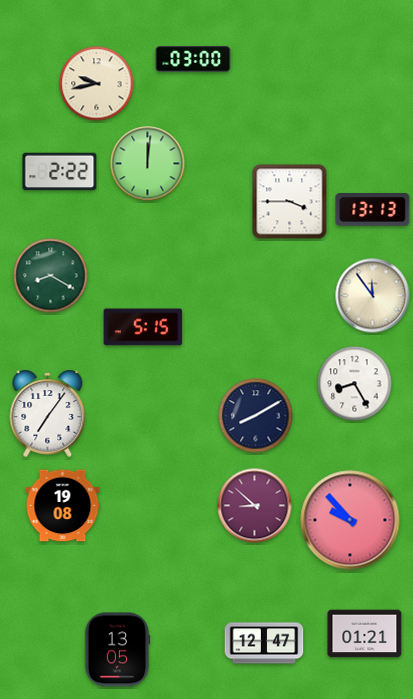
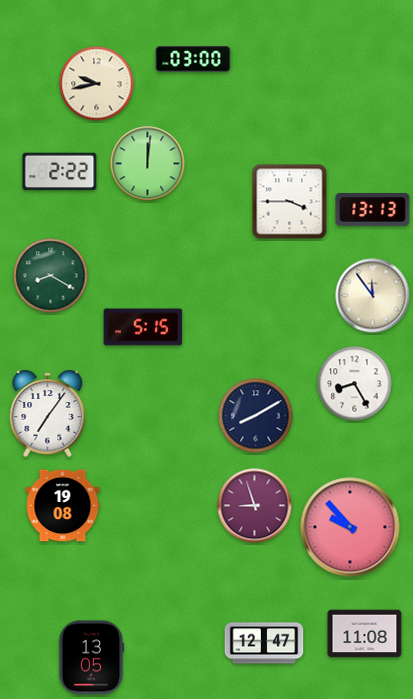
clock at (255, 506): 8:52 -> 8:57
clock at (350, 520) position: (350, 520) -> (350, 527)
clock at (365, 634): 01:21 -> 11:08
clock at (117, 650) position: (117, 650) -> (91, 658)
